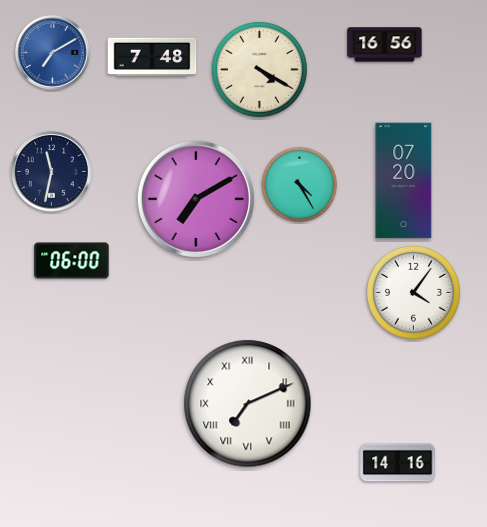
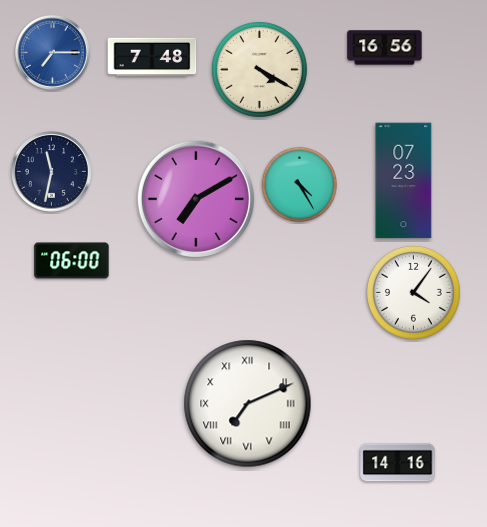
clock at (385, 45) position: (385, 45) -> (385, 48)
clock at (53, 53): 7:10 -> 7:15
clock at (404, 181): 07:20 -> 07:23
